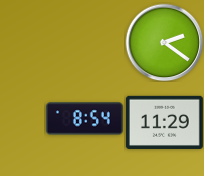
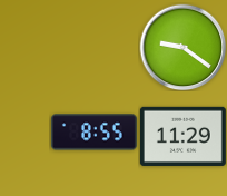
clock at (164, 42): 2:21 -> 9:21
clock at (84, 119): 8:54 -> 8:55
